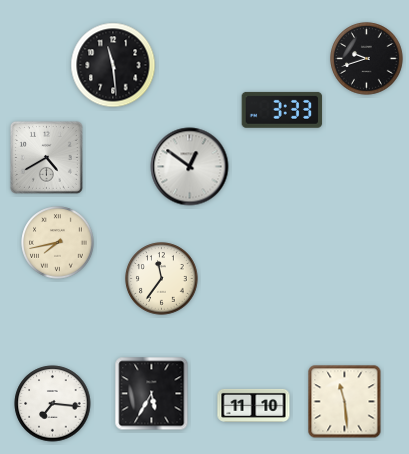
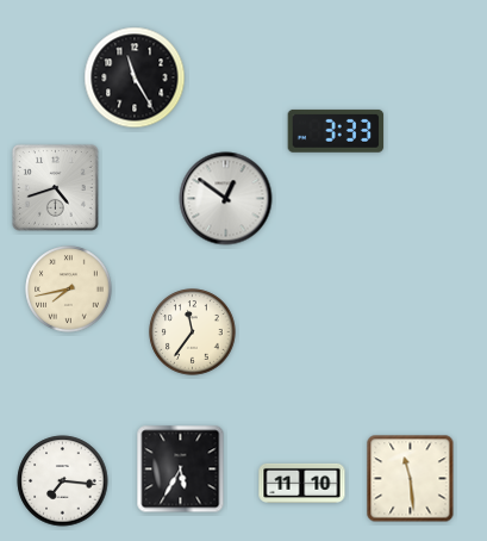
clock at (367, 59): 9:42 -> none
clock at (113, 65): 11:29 -> 11:25
clock at (46, 157): 4:40 -> 4:42
